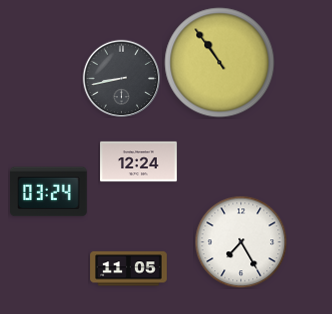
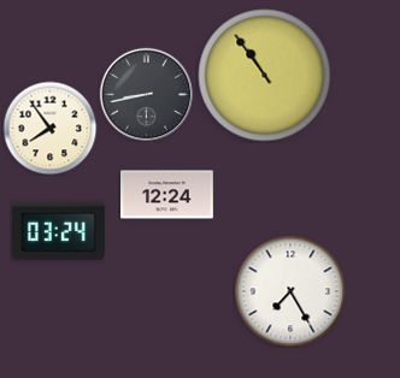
clock at (49, 128): none -> 7:54
clock at (129, 269): 11:05 -> none
